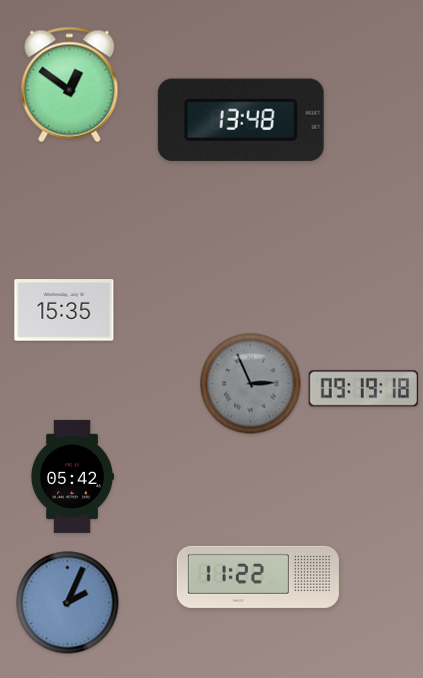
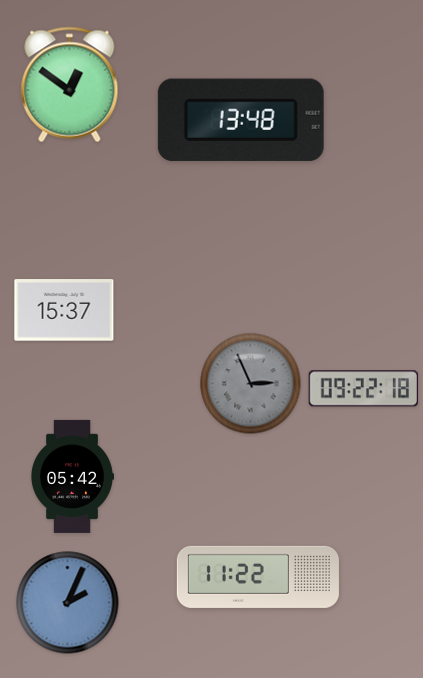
clock at (64, 310): 15:35 -> 15:37
clock at (363, 389): 09:19 -> 09:22
